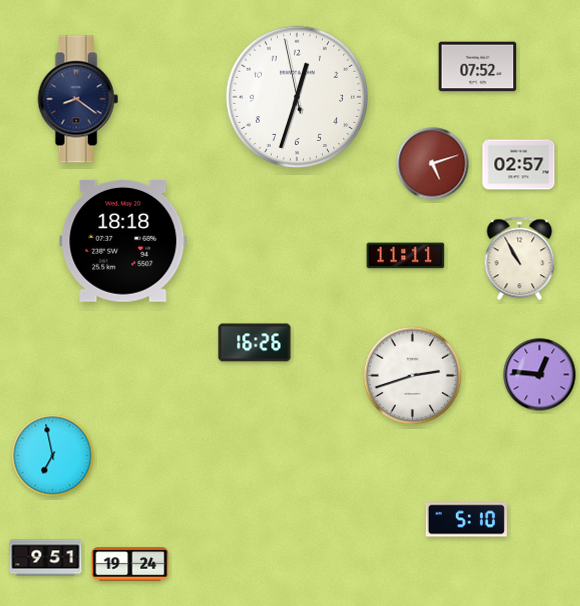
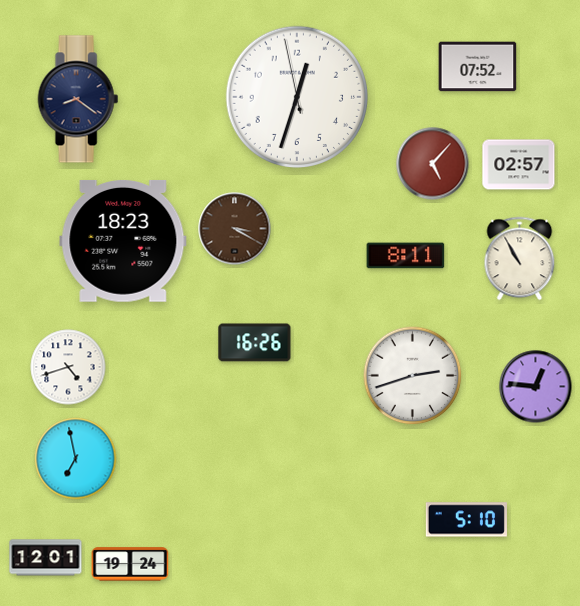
clock at (433, 164): 5:12 -> 5:07
clock at (235, 229): none -> 3:20
clock at (123, 241): 18:18 -> 18:23
clock at (406, 256): 11:11 -> 8:11
clock at (68, 367): none -> 4:42
clock at (540, 375) position: (540, 375) -> (536, 387)
clock at (53, 456) position: (53, 456) -> (76, 459)
clock at (46, 558): 9:51 -> 12:01
